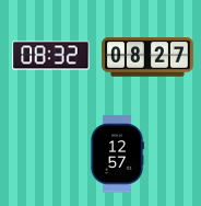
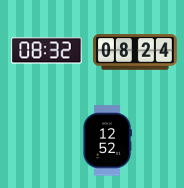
clock at (147, 57): 08:27 -> 08:24
clock at (117, 154): 12:57 -> 12:52
